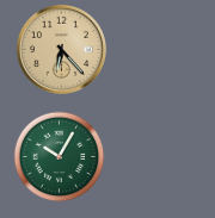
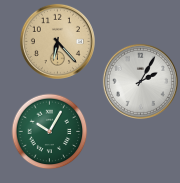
clock at (61, 49) position: (61, 49) -> (57, 41)
clock at (140, 81): none -> 2:05
